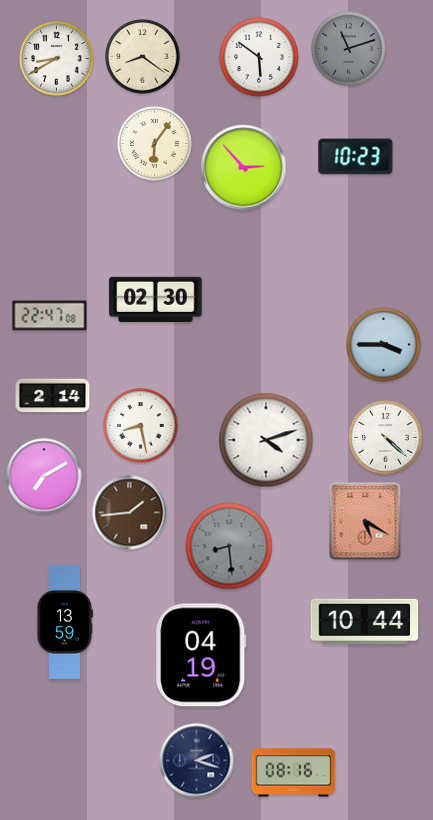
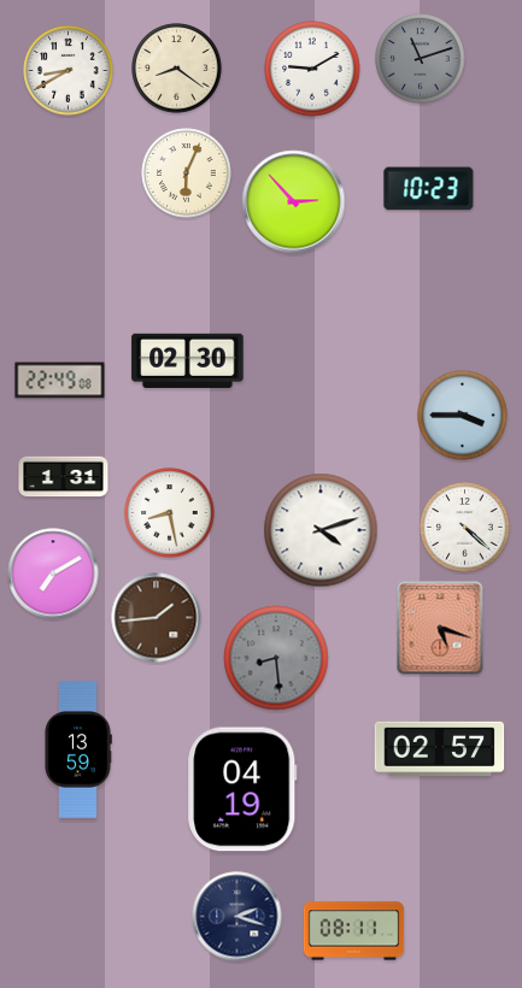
clock at (143, 57) position: (143, 57) -> (177, 69)
clock at (259, 57): 5:51 -> 9:10
clock at (155, 144): 6:06 -> 6:04
clock at (50, 316): 22:47 -> 22:49
clock at (53, 396): 2:14 -> 1:31
clock at (365, 521): 5:20 -> 5:18
clock at (365, 621): 10:44 -> 02:57
clock at (294, 773): 08:16 -> 08:11
